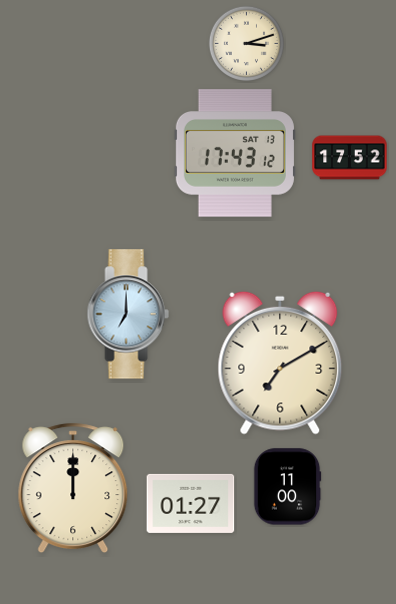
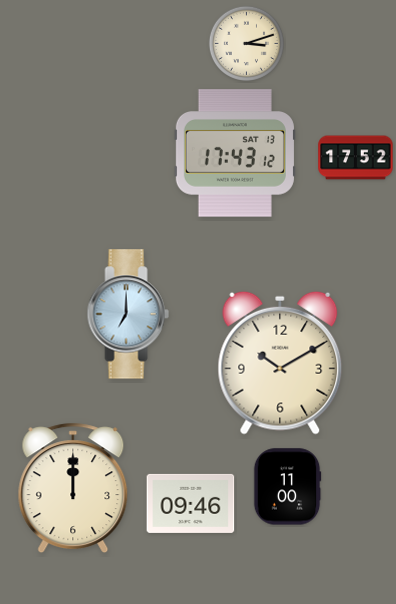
clock at (350, 158) position: (350, 158) -> (356, 158)
clock at (280, 363): 7:10 -> 10:10
clock at (191, 503): 01:27 -> 09:46
